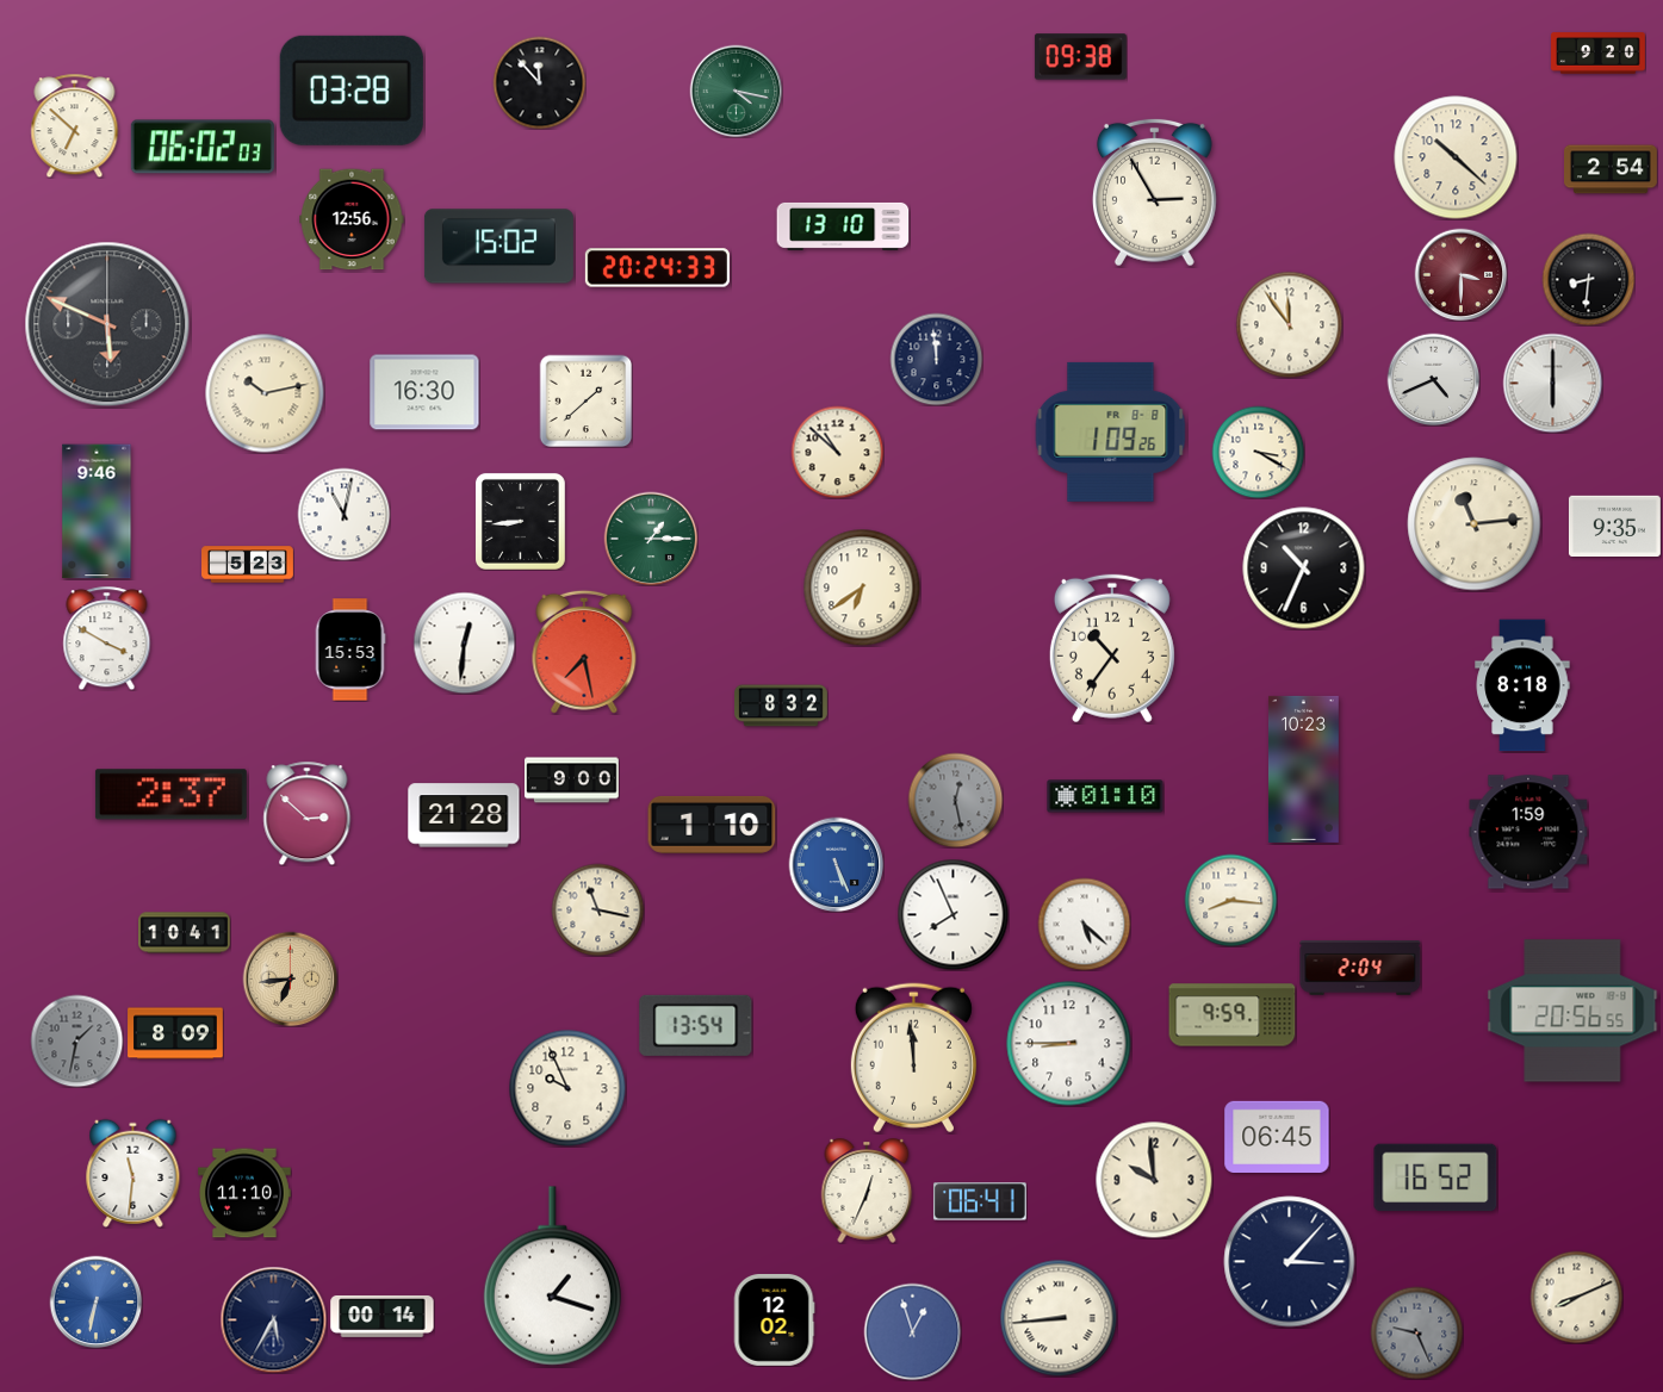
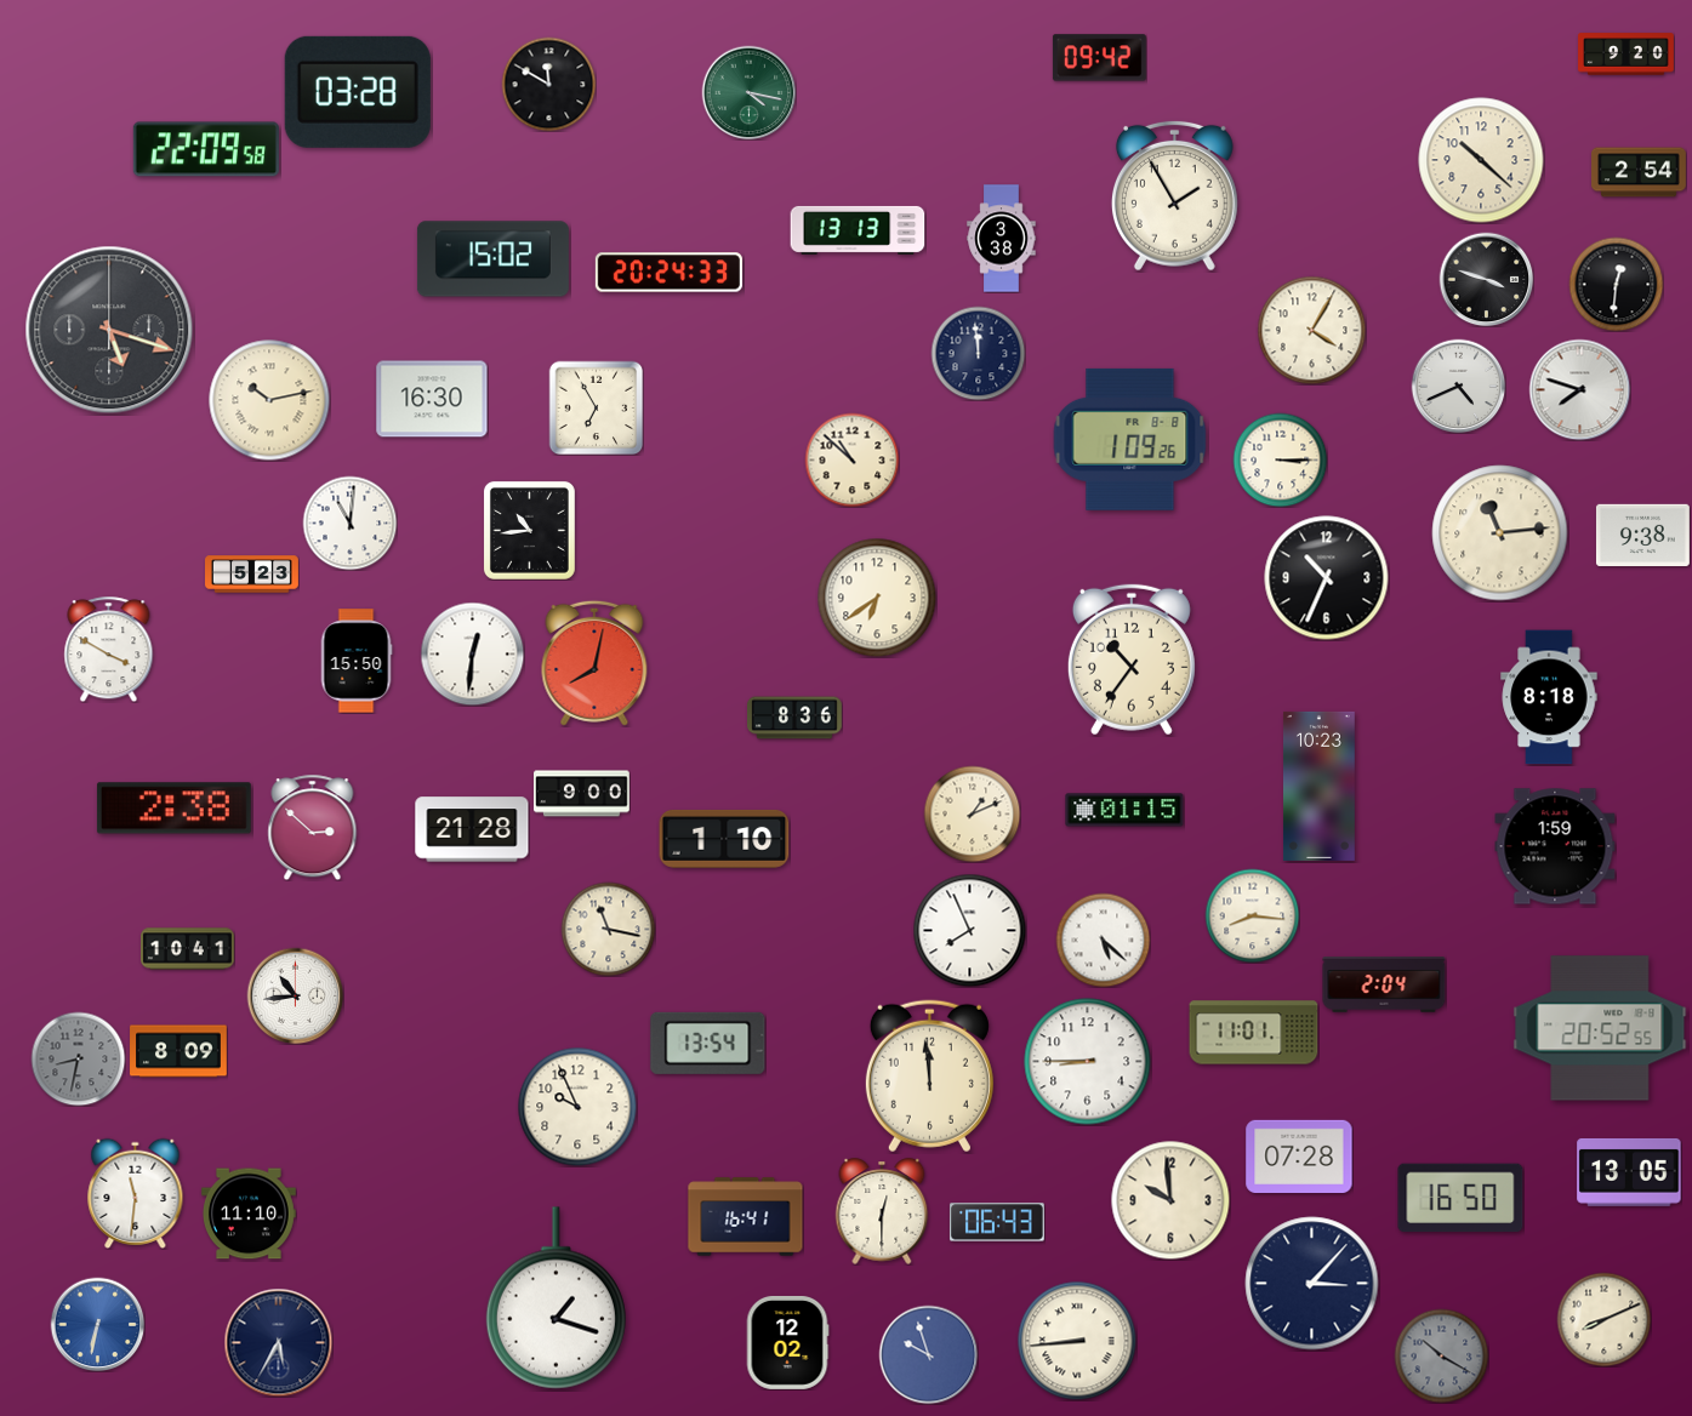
clock at (1080, 57): 09:38 -> 09:42
clock at (539, 82): 11:53 -> 11:50
clock at (75, 125): 6:52 -> none
clock at (203, 147): 06:02 -> 22:09
clock at (1154, 192): 2:55 -> 1:55
clock at (352, 219): 12:56 -> none
clock at (843, 226): 13:10 -> 13:13
clock at (1002, 239): none -> 3:38
clock at (498, 247) position: (498, 247) -> (492, 259)
clock at (1460, 274): 3:30 -> 3:48
clock at (1460, 274) dial: burgundy -> black
clock at (1588, 279): 8:31 -> 12:31
clock at (107, 324): 5:49 -> 5:18
clock at (1289, 324): 11:54 -> 4:05
clock at (936, 359) position: (936, 359) -> (978, 353)
clock at (1552, 383): 6:00 -> 7:48
clock at (585, 400): 1:38 -> 6:55
clock at (1258, 452): 3:20 -> 3:15
clock at (97, 511): 9:46 -> none
clock at (343, 514): 11:02 -> 11:01
clock at (520, 521): 8:44 -> 10:44
clock at (1614, 526): 9:35 -> 9:38
clock at (651, 539): 1:15 -> none
clock at (350, 650): 15:53 -> 15:50
clock at (584, 652): 7:28 -> 8:02
clock at (782, 706): 8:32 -> 8:36
clock at (1303, 769) position: (1303, 769) -> (1318, 786)
clock at (170, 795): 2:37 -> 2:38
clock at (1105, 796): 01:10 -> 01:15
clock at (955, 800): 12:28 -> 1:11
clock at (955, 800) dial: grey -> cream
clock at (836, 864): 5:26 -> none
clock at (597, 909) position: (597, 909) -> (608, 929)
clock at (290, 978): 6:44 -> 10:44
clock at (290, 978) dial: champagne -> white
clock at (1572, 1011): 20:56 -> 20:52
clock at (1233, 1015): 9:59 -> 11:01
clock at (76, 1040): 1:32 -> 8:32
clock at (1277, 1136): 06:45 -> 07:28
clock at (1629, 1172): none -> 13:05
clock at (1435, 1177): 16:52 -> 16:50
clock at (1154, 1180) position: (1154, 1180) -> (1170, 1200)
clock at (867, 1191): 12:34 -> 12:30
clock at (746, 1217): none -> 16:41
clock at (980, 1201): 06:41 -> 06:43
clock at (552, 1276) position: (552, 1276) -> (556, 1298)
clock at (383, 1316): 00:14 -> none
clock at (912, 1331): 12:57 -> 9:57
clock at (1416, 1332): 9:26 -> 10:20
